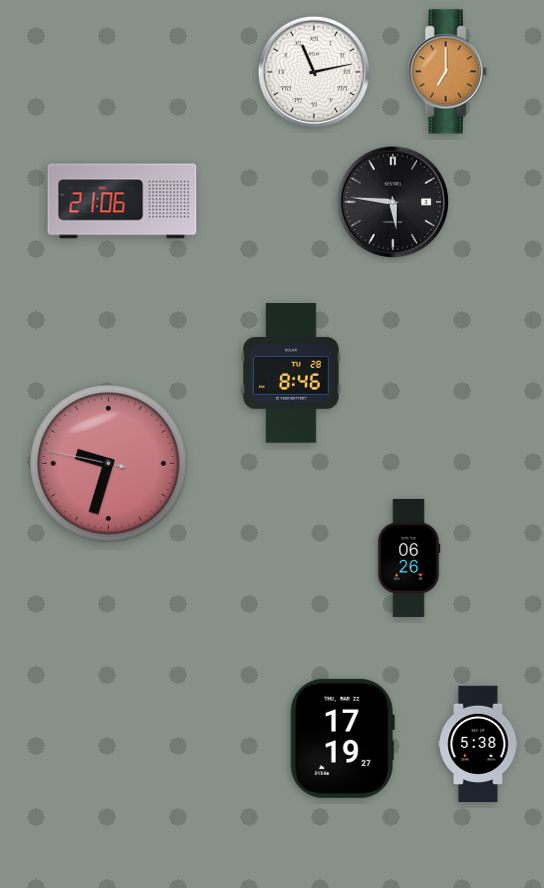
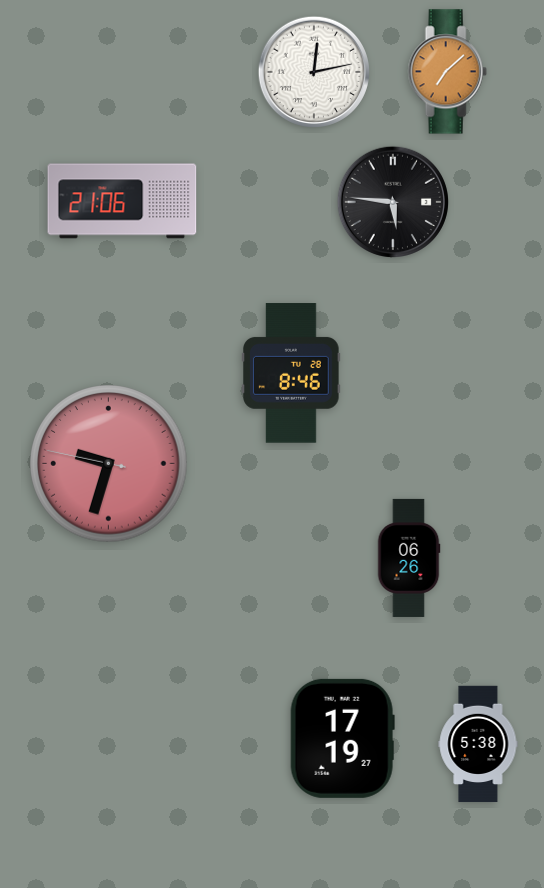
clock at (314, 72): 11:13 -> 12:13
clock at (447, 72): 7:00 -> 7:08
